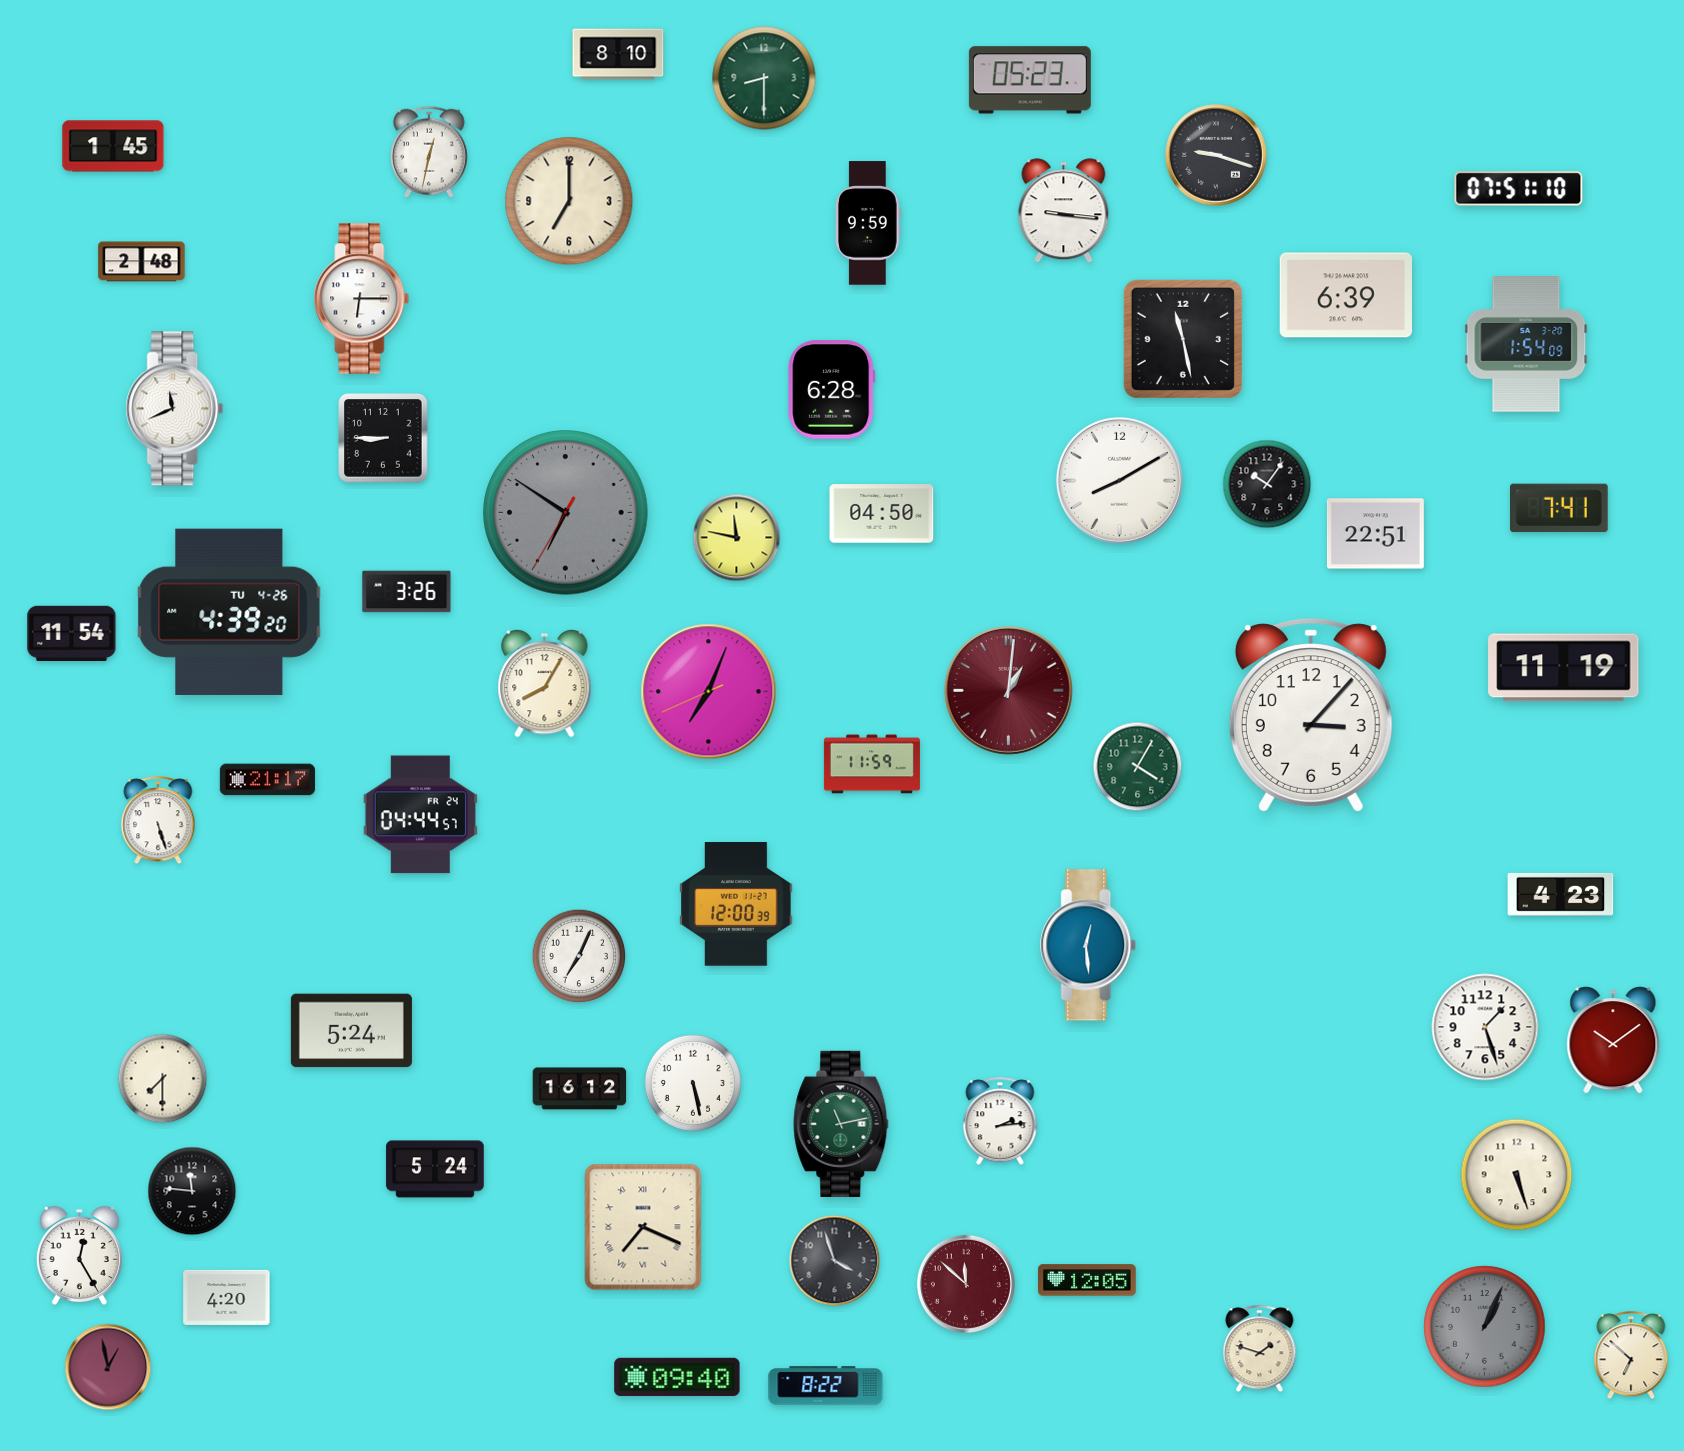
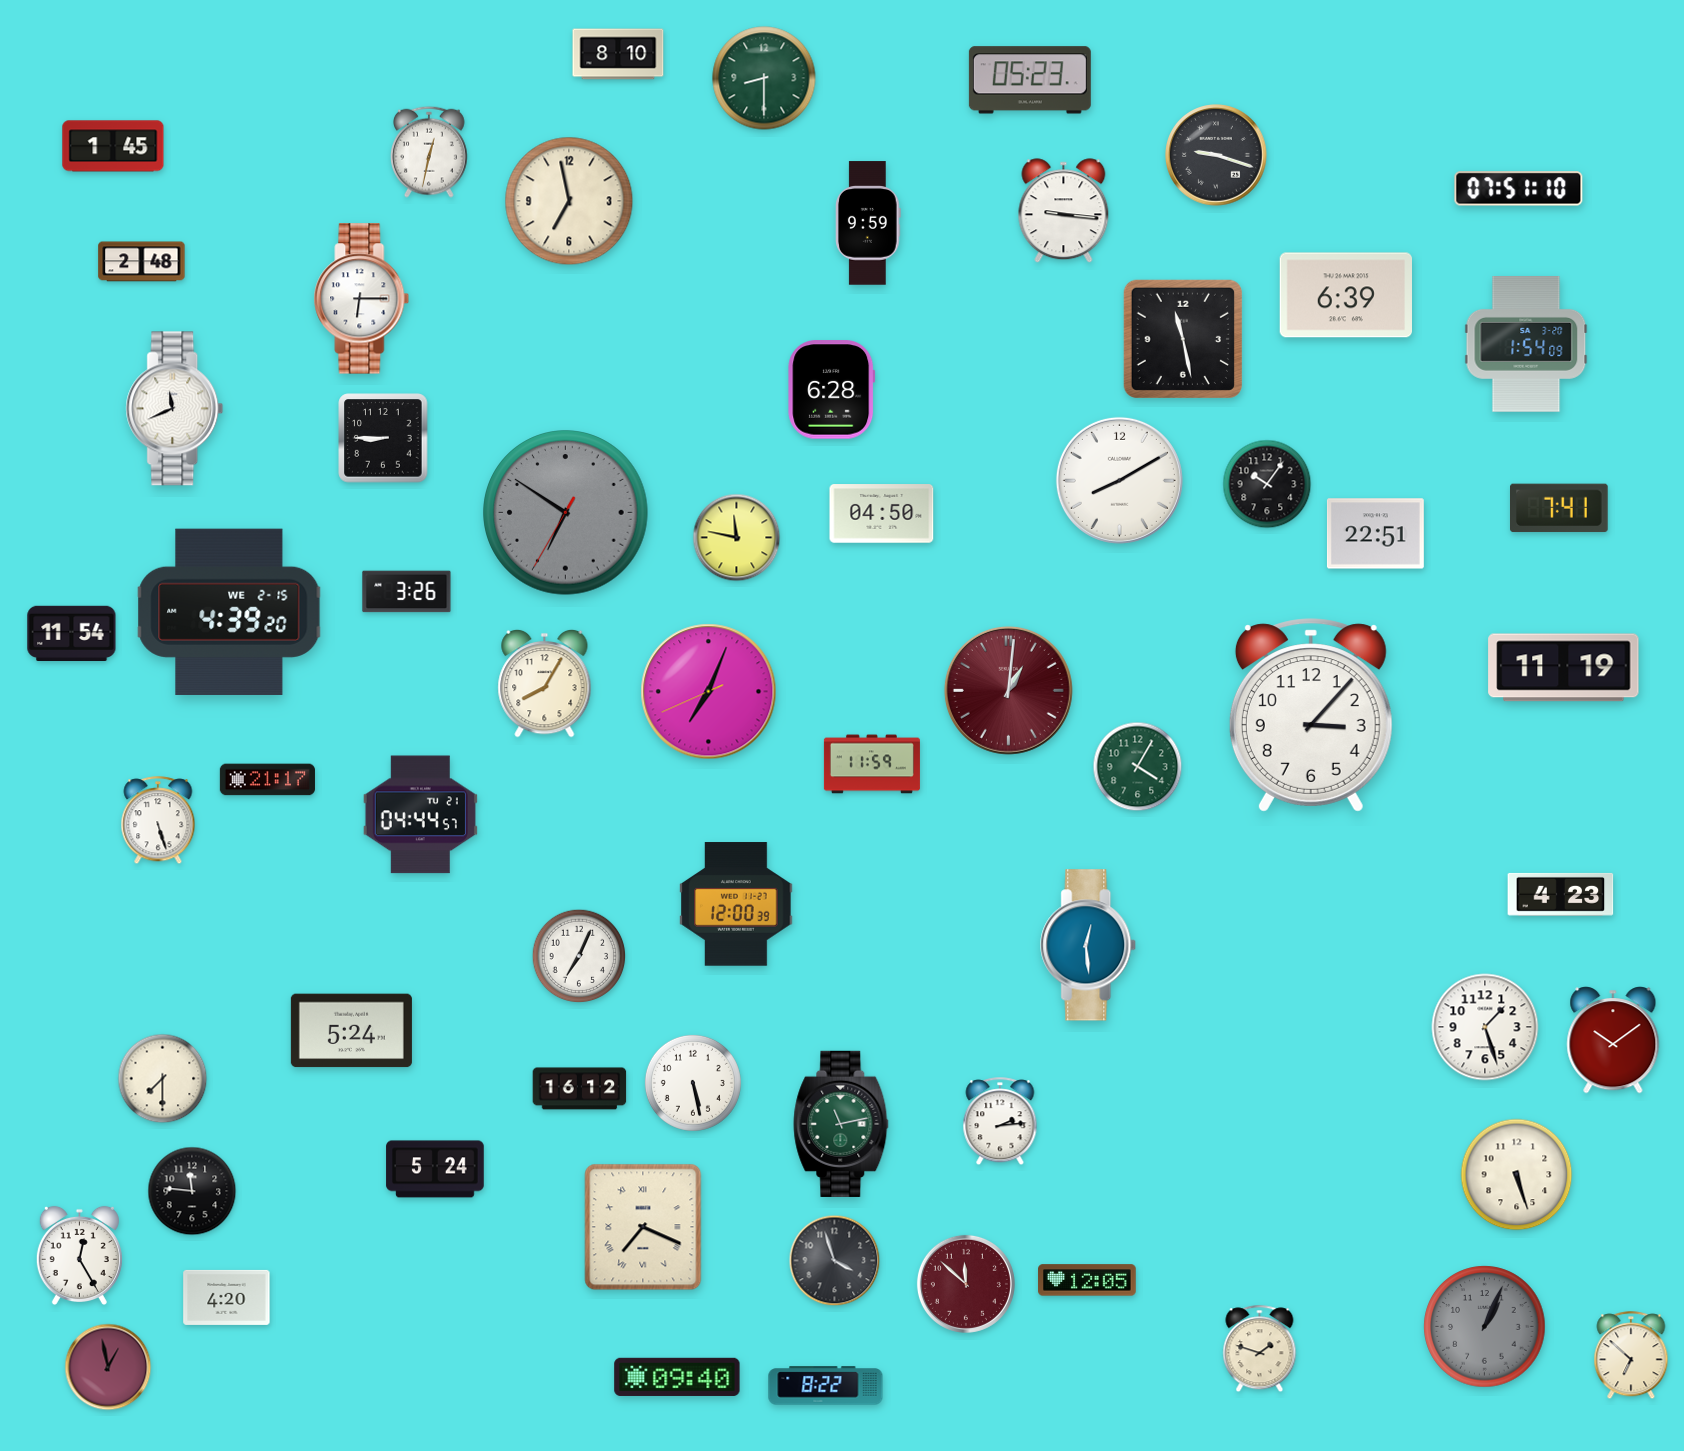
clock at (569, 201): 7:00 -> 6:58
clock at (229, 612) date: TU 4-26 -> WE 2-15
clock at (420, 815) date: FR 24 -> TU 21
